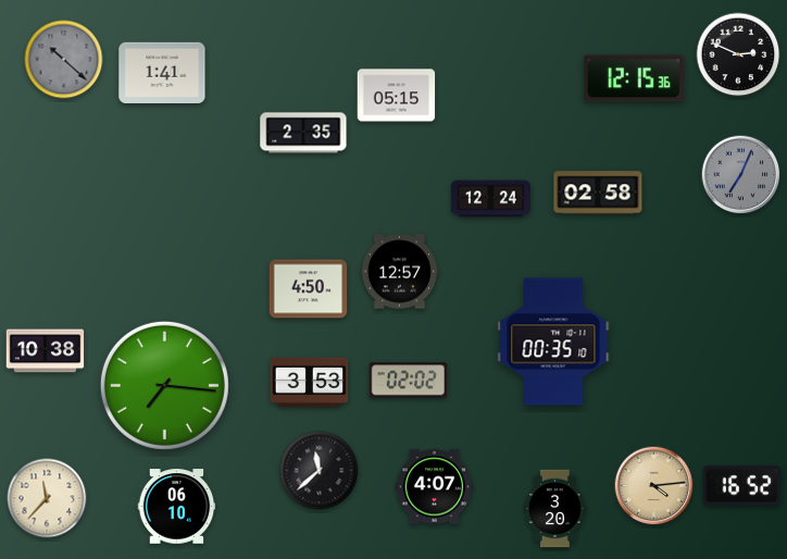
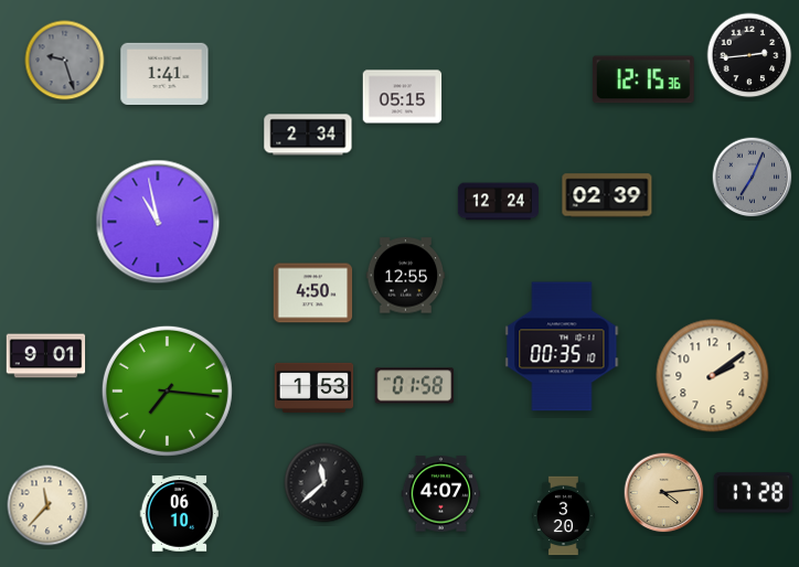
clock at (738, 54): 2:49 -> 2:44
clock at (64, 60): 10:22 -> 9:27
clock at (303, 133): 2:35 -> 2:34
clock at (598, 192): 02:58 -> 02:39
clock at (158, 222): none -> 10:58
clock at (400, 272): 12:57 -> 12:55
clock at (46, 351): 10:38 -> 9:01
clock at (713, 376): none -> 2:09
clock at (409, 381): 02:02 -> 01:58
clock at (310, 382): 3:53 -> 1:53
clock at (320, 471) position: (320, 471) -> (324, 483)
clock at (742, 486): 16:52 -> 17:28
